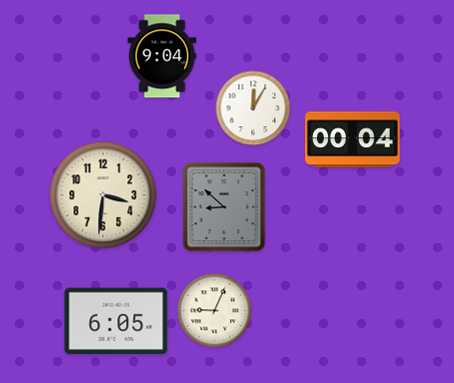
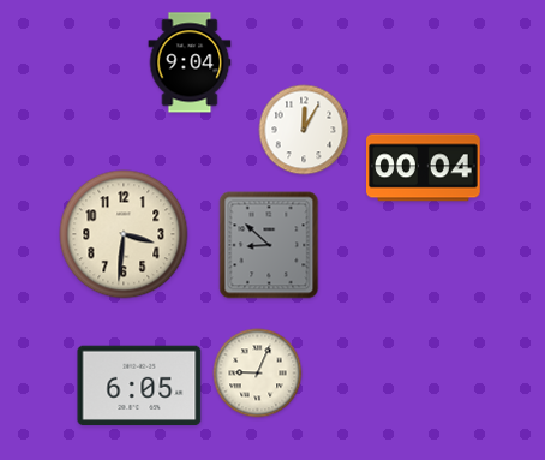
clock at (162, 56) position: (162, 56) -> (190, 62)
clock at (224, 207) position: (224, 207) -> (269, 245)
